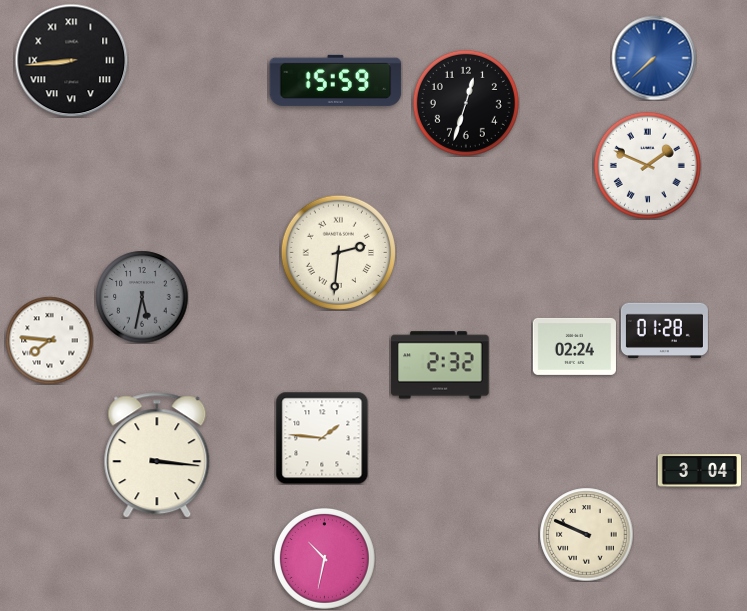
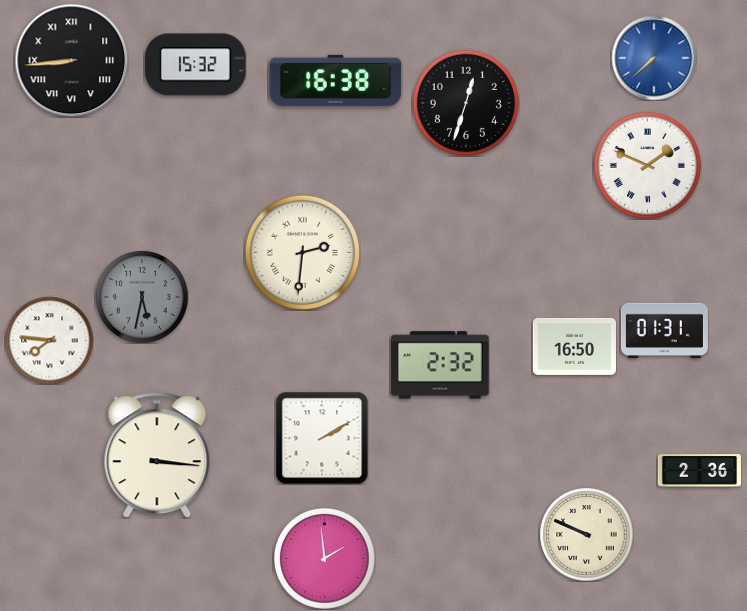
clock at (196, 65): none -> 15:32
clock at (336, 80): 15:59 -> 16:38
clock at (338, 252) position: (338, 252) -> (302, 252)
clock at (664, 330): 01:28 -> 01:31
clock at (574, 346): 02:24 -> 16:50
clock at (322, 438): 1:46 -> 2:10
clock at (699, 471): 3:04 -> 2:36
clock at (325, 559): 10:32 -> 1:59
